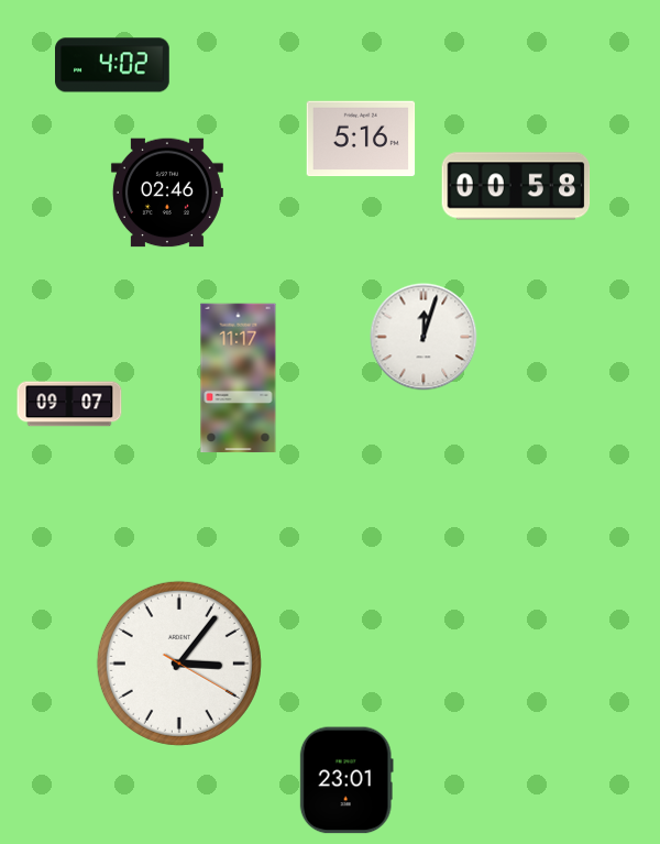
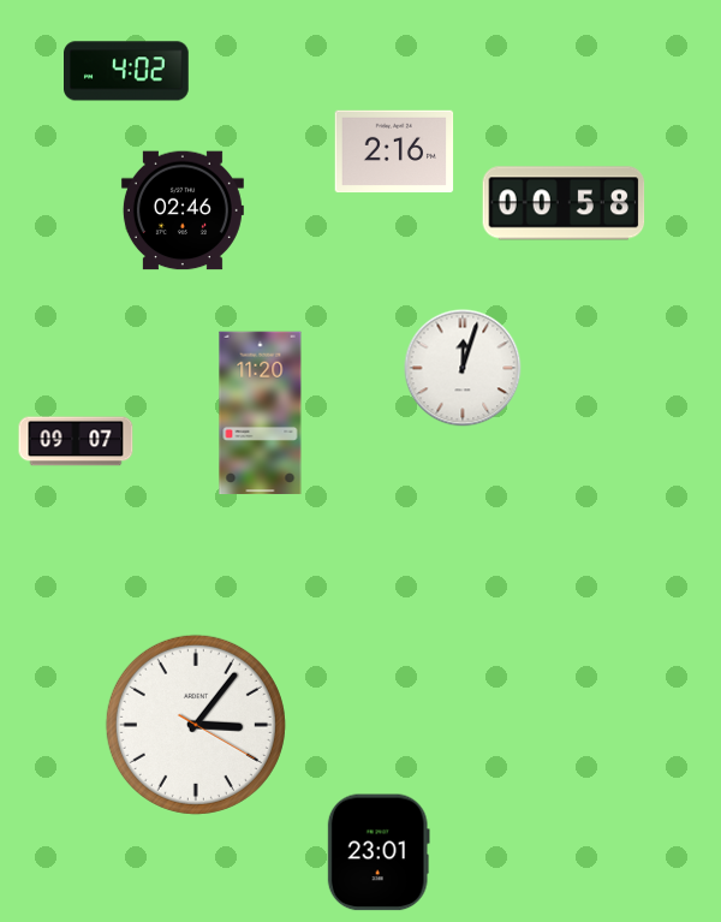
clock at (113, 65) position: (113, 65) -> (127, 71)
clock at (361, 139): 5:16 -> 2:16
clock at (239, 379): 11:17 -> 11:20
